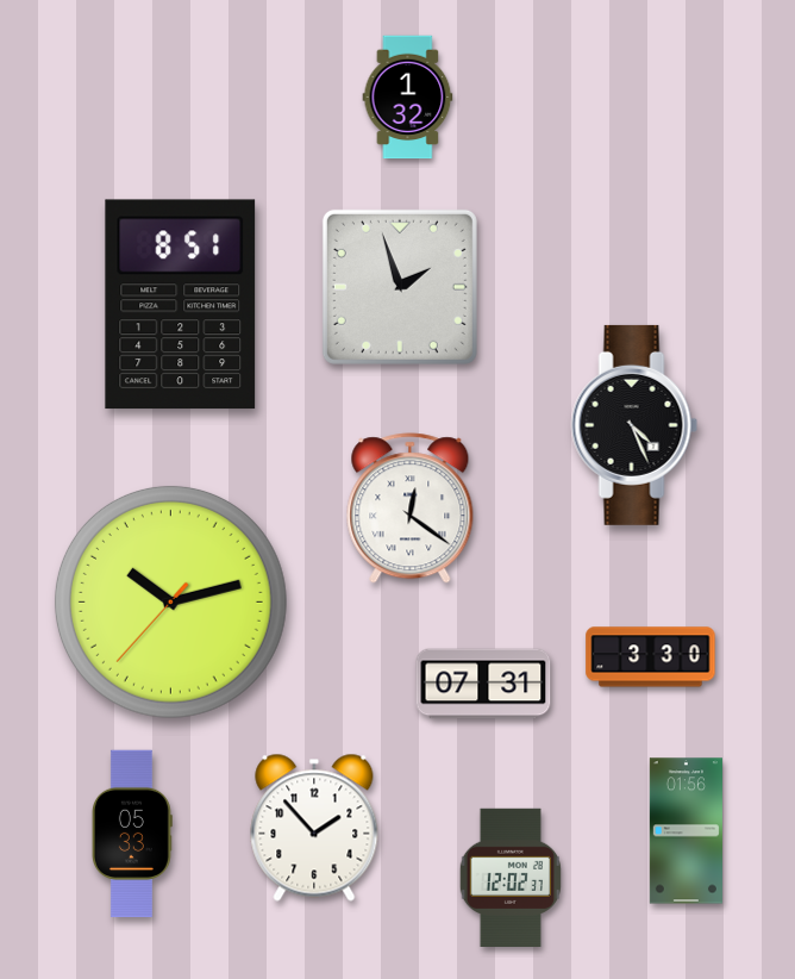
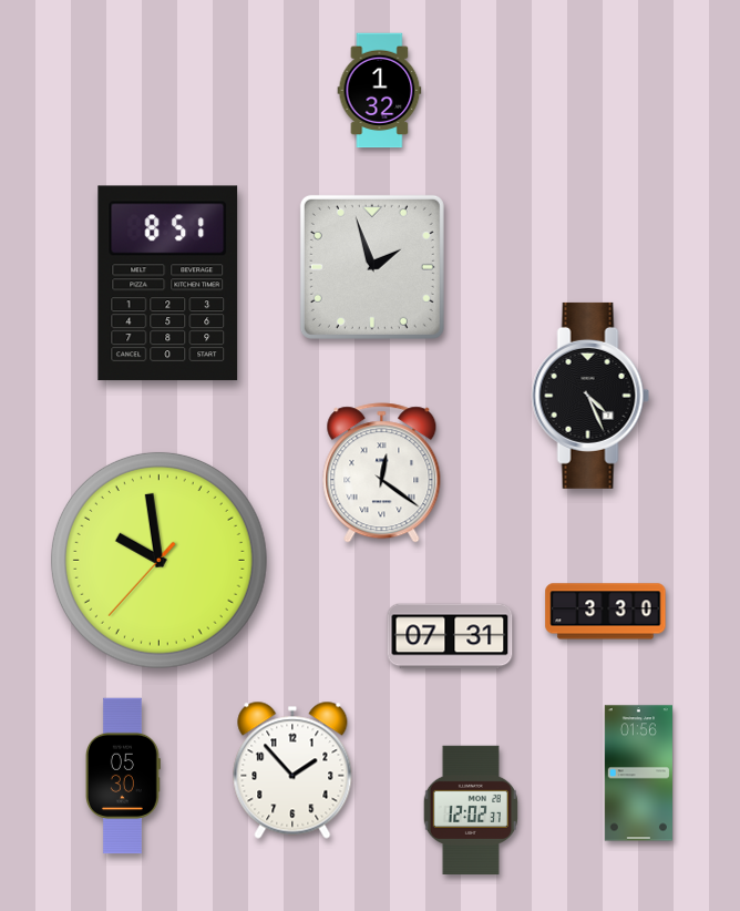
clock at (170, 601): 10:12 -> 9:58
clock at (132, 834): 05:33 -> 05:30
clock at (511, 877) position: (511, 877) -> (471, 809)
